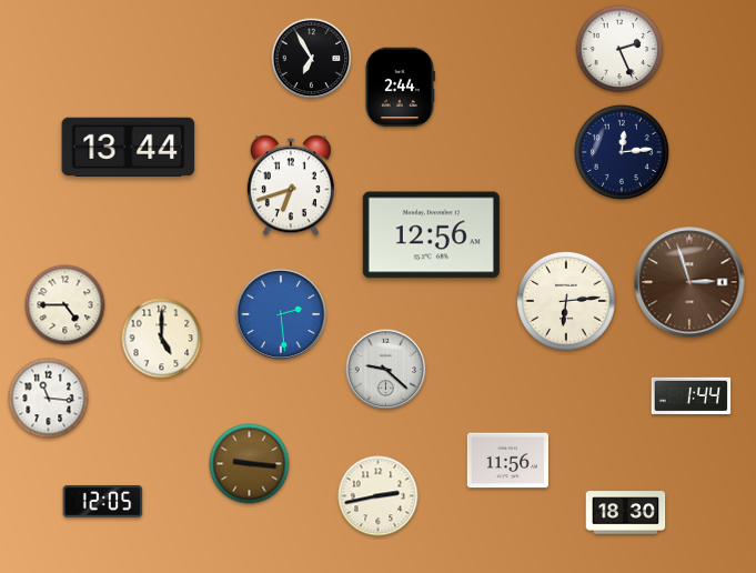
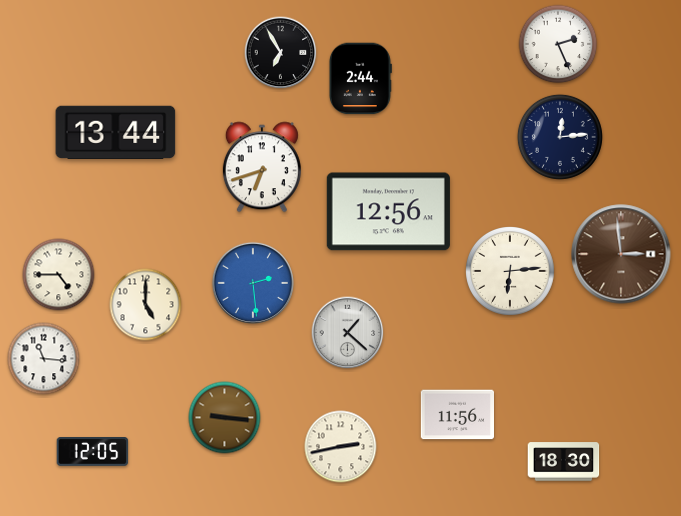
clock at (689, 282): 2:57 -> 2:59
clock at (386, 370): 9:22 -> 1:22
clock at (692, 395): 1:44 -> none
